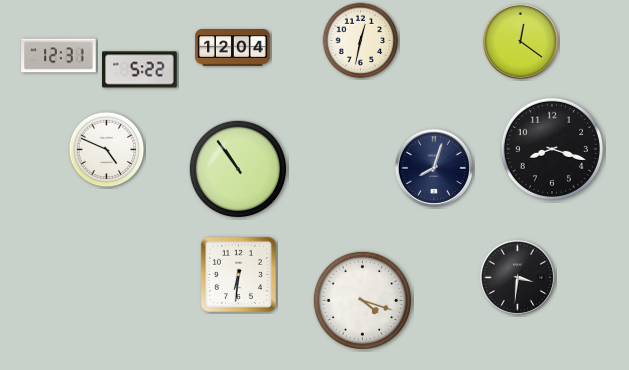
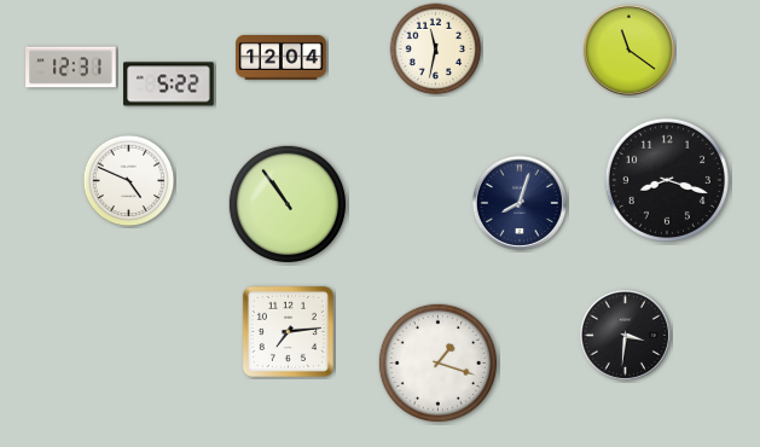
clock at (361, 41): 12:32 -> 11:32
clock at (520, 41): 12:21 -> 11:21
clock at (434, 168) position: (434, 168) -> (520, 203)
clock at (238, 274): 6:31 -> 7:14
clock at (362, 300): 4:18 -> 1:18
